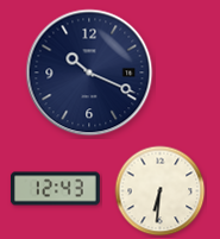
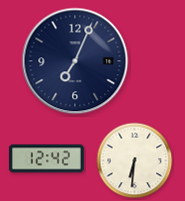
clock at (89, 73): 10:19 -> 7:04
clock at (55, 189): 12:43 -> 12:42
